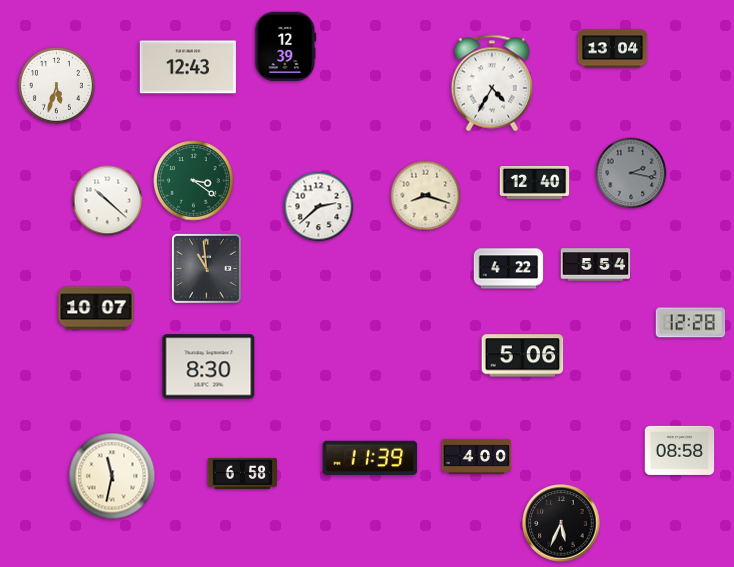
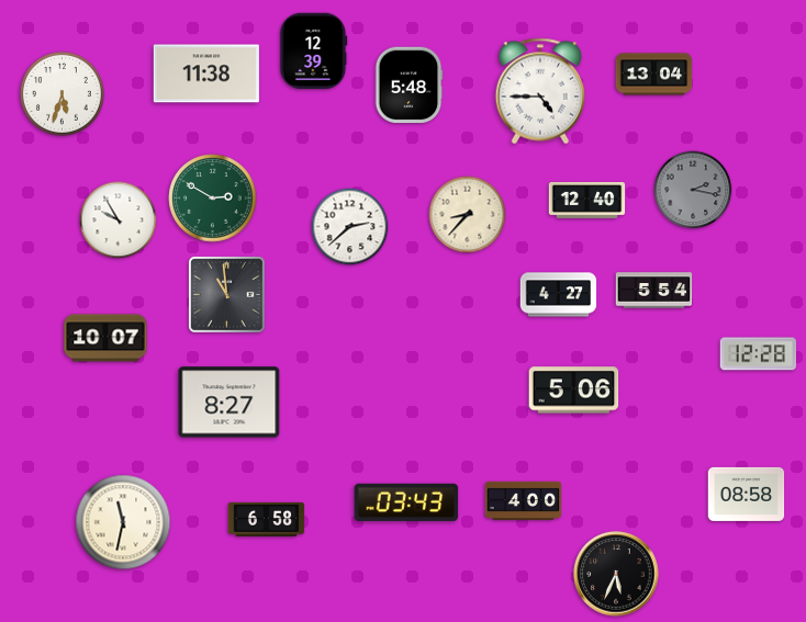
clock at (613, 49) position: (613, 49) -> (654, 75)
clock at (188, 67): 12:43 -> 11:38
clock at (408, 86): none -> 5:48
clock at (492, 83): 4:35 -> 4:45
clock at (194, 181): 3:21 -> 2:50
clock at (426, 196): 8:18 -> 8:37
clock at (108, 201): 10:22 -> 9:55
clock at (509, 269): 4:22 -> 4:27
clock at (209, 367): 8:30 -> 8:27
clock at (370, 458): 11:39 -> 03:43
